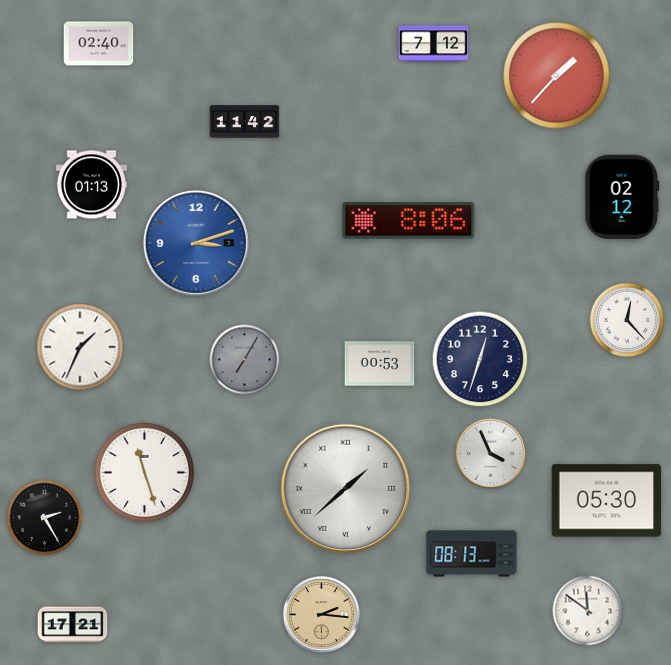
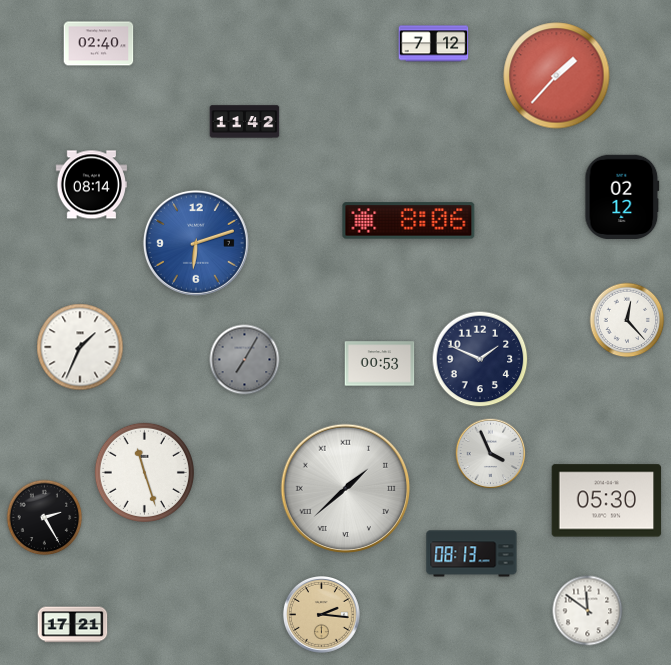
clock at (91, 185): 01:13 -> 08:14
clock at (196, 243): 3:12 -> 6:12
clock at (480, 359): 12:33 -> 1:49
